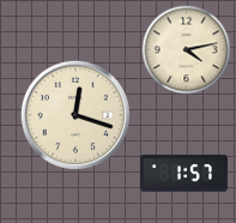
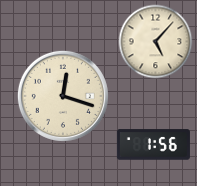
clock at (187, 50): 4:13 -> 5:07
clock at (183, 174): 1:57 -> 1:56
